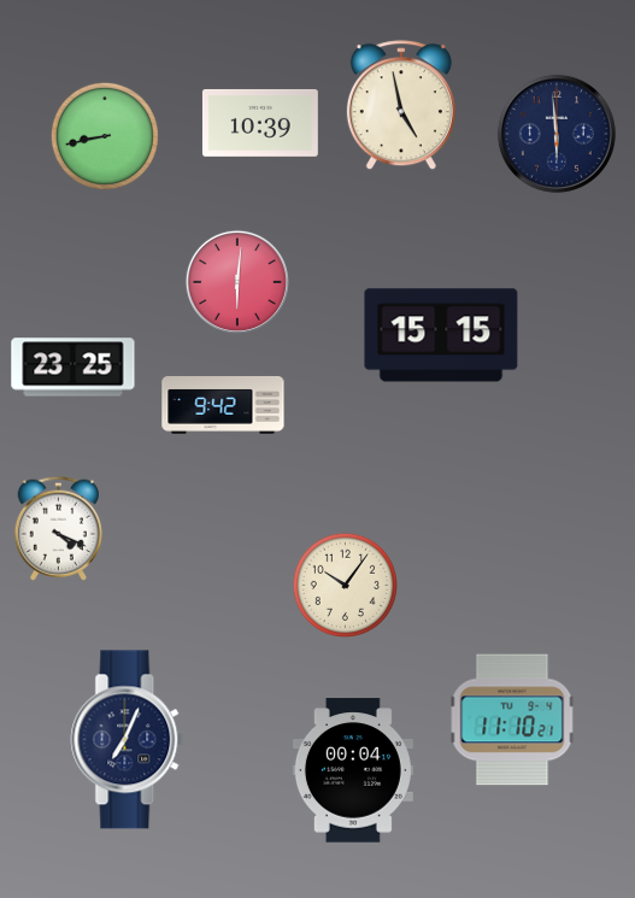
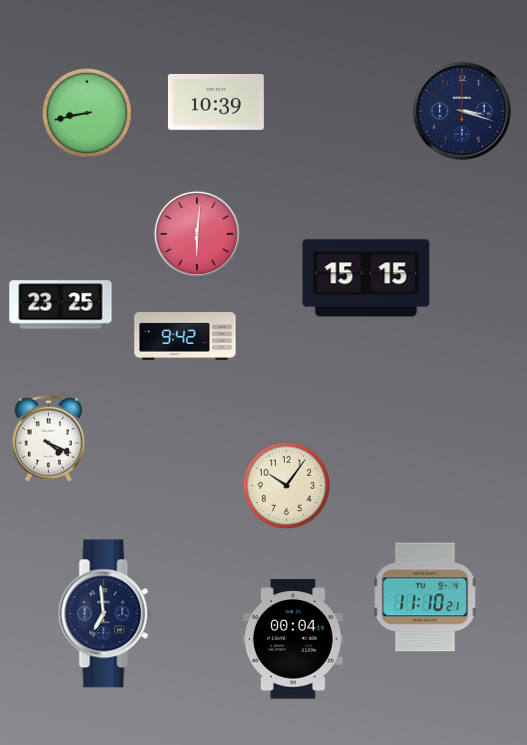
clock at (401, 106): 4:58 -> none
clock at (557, 134): 5:59 -> 3:18
clock at (128, 740): 7:04 -> 6:59
